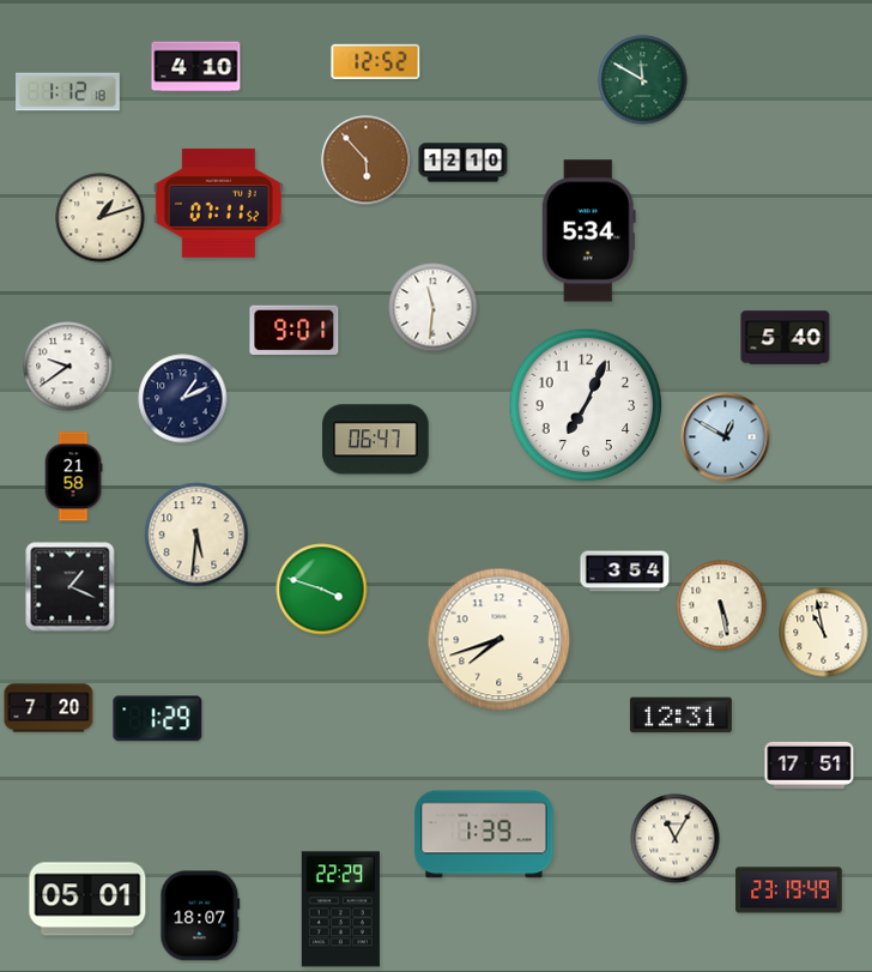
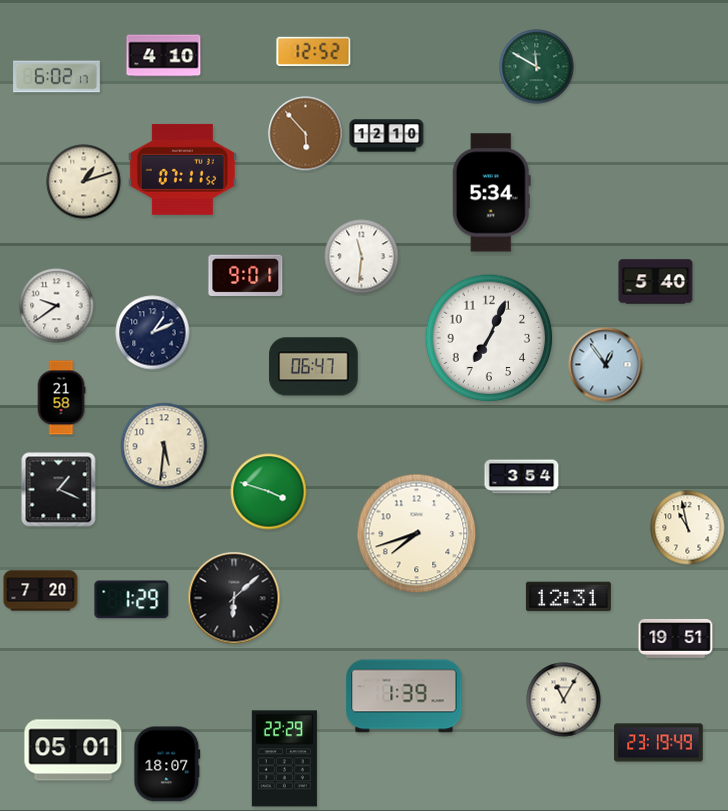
clock at (68, 92): 1:12 -> 6:02
clock at (726, 437): 12:50 -> 12:54
clock at (721, 605): 5:28 -> none
clock at (234, 598): none -> 6:08
clock at (810, 765): 17:51 -> 19:51
